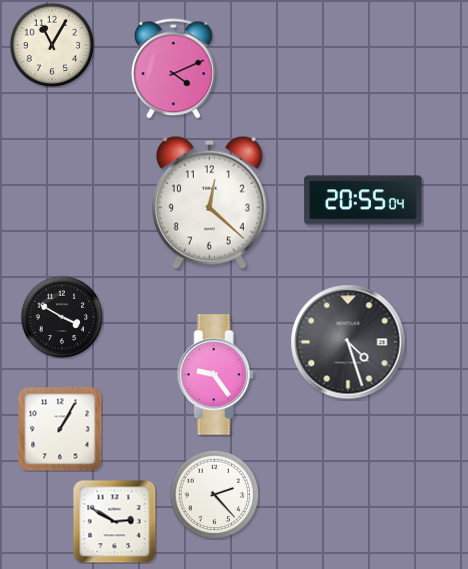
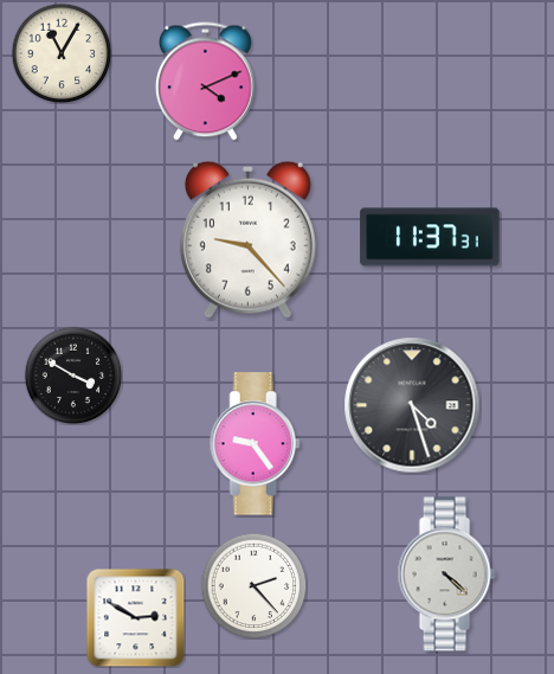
clock at (363, 200): 20:55 -> 11:37
clock at (209, 202): 12:22 -> 9:23
clock at (60, 429): 1:05 -> none
clock at (446, 574): none -> 4:22
